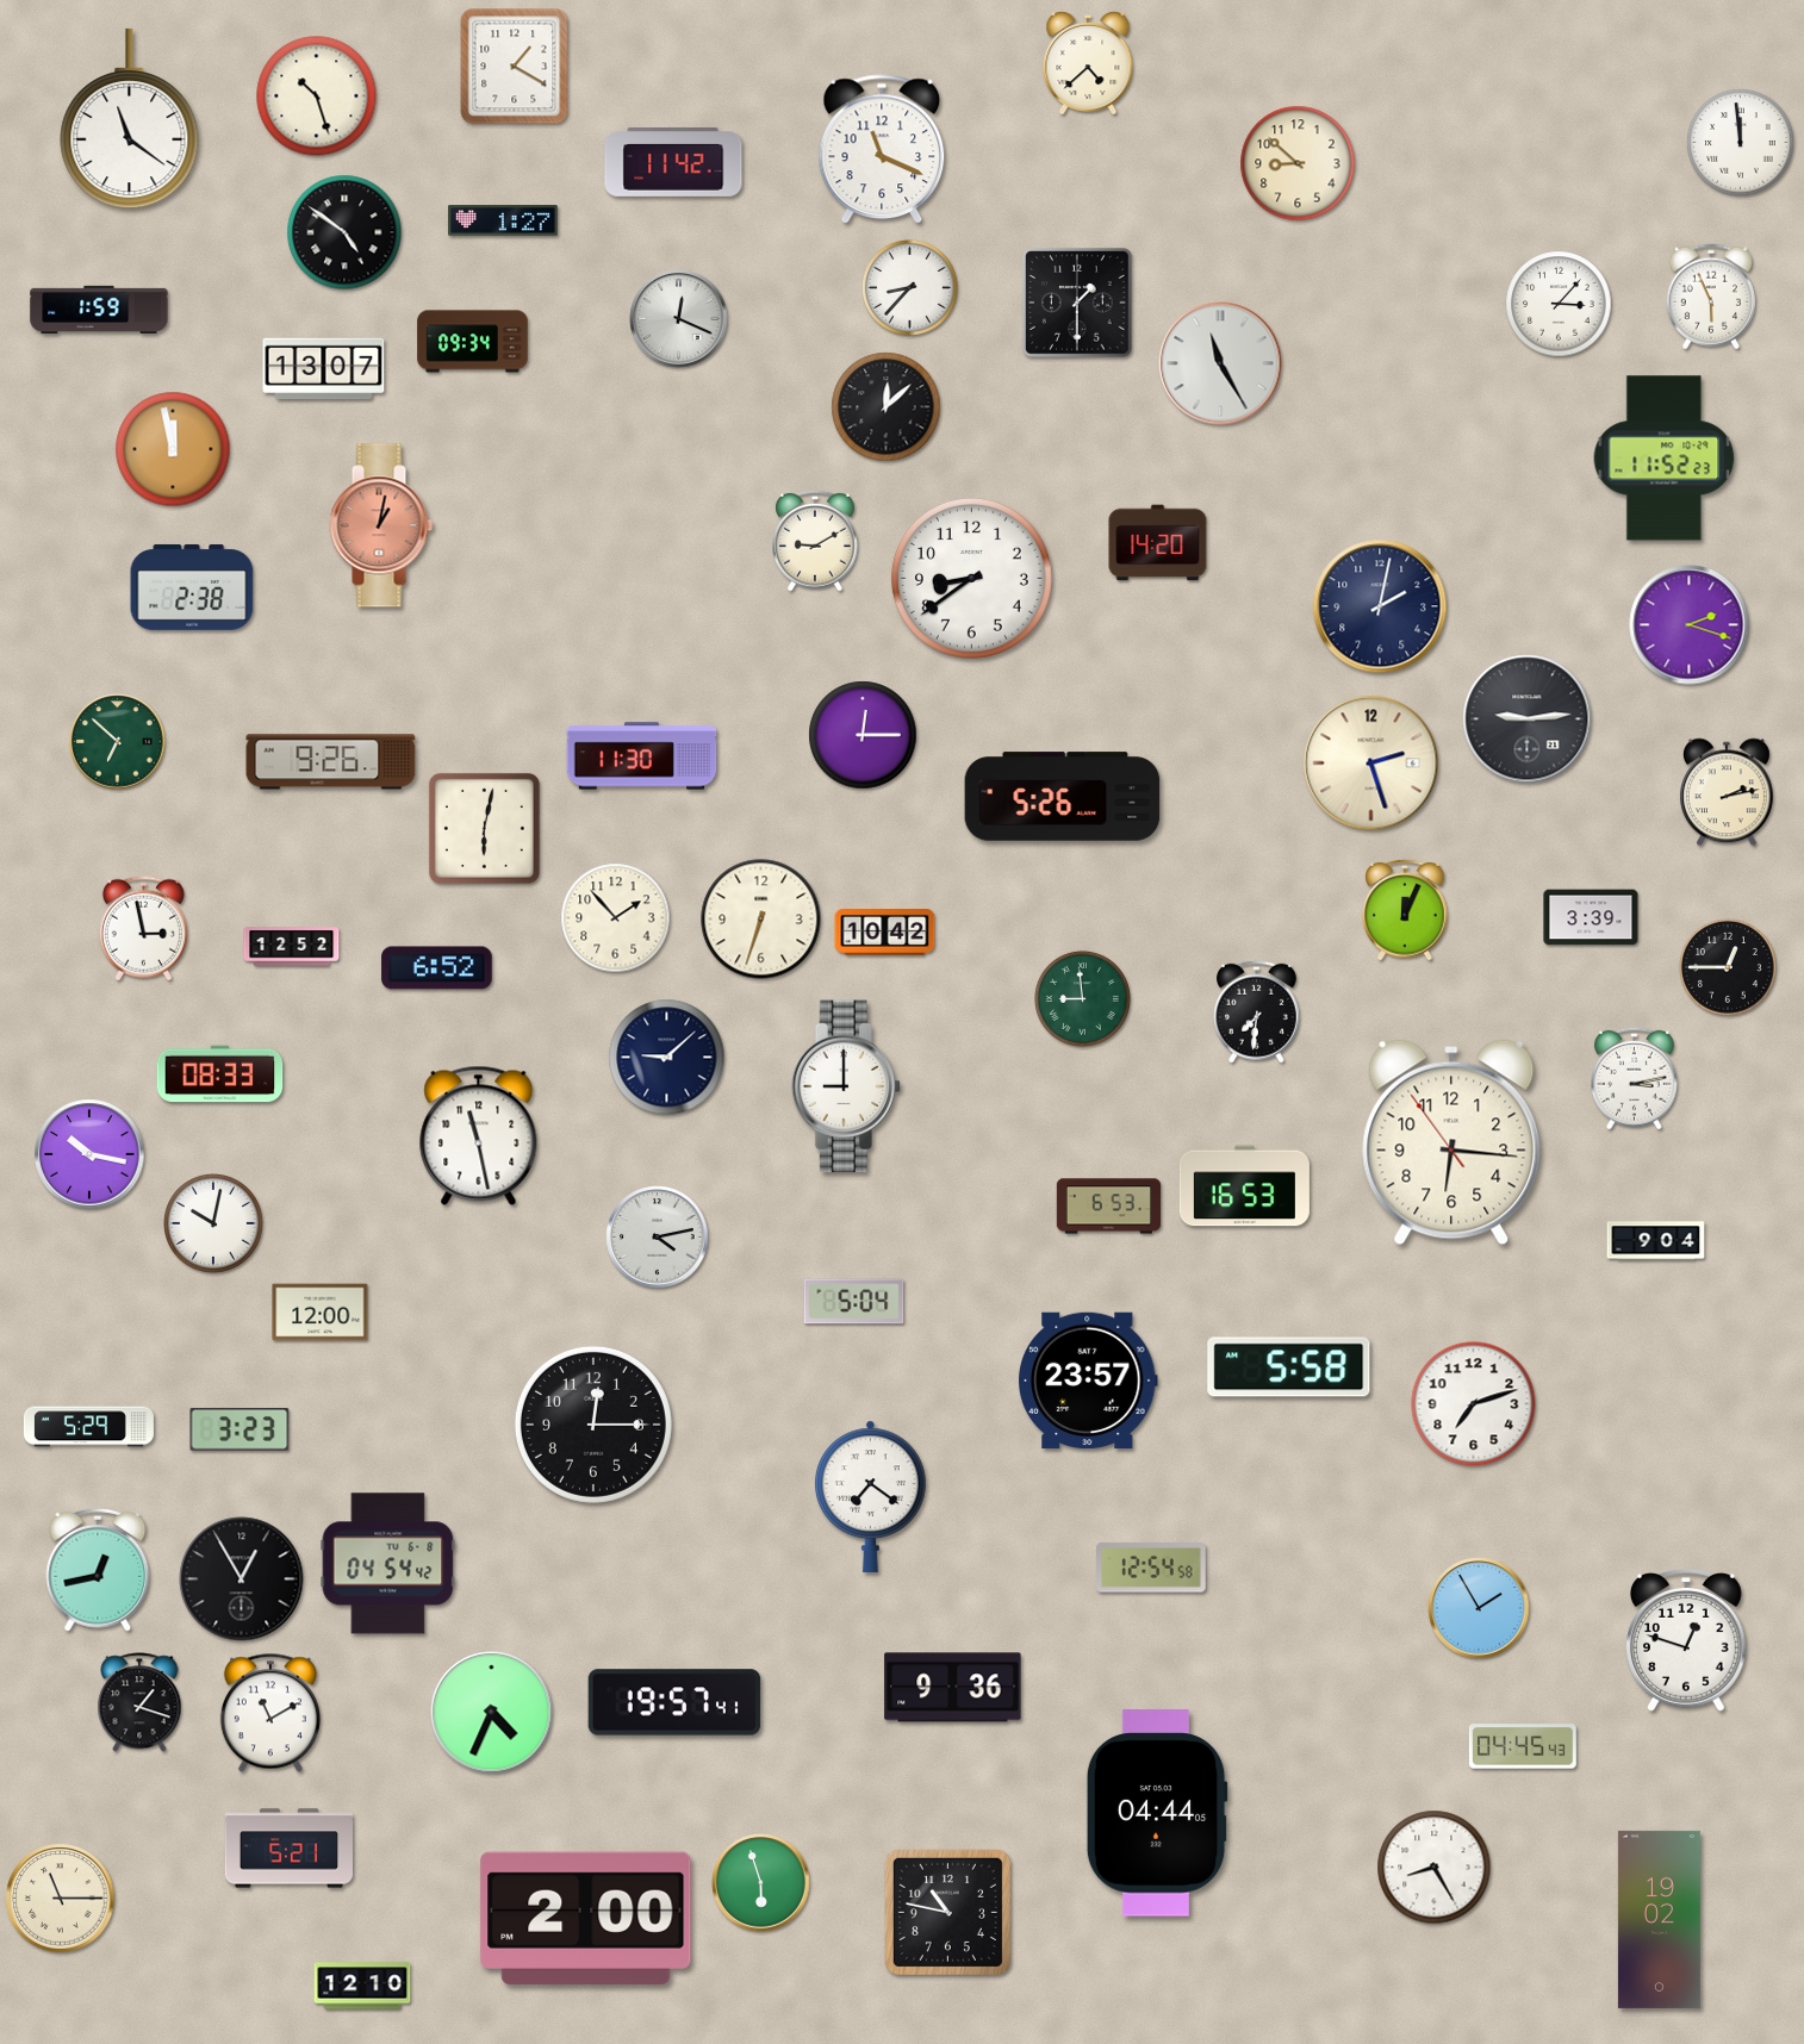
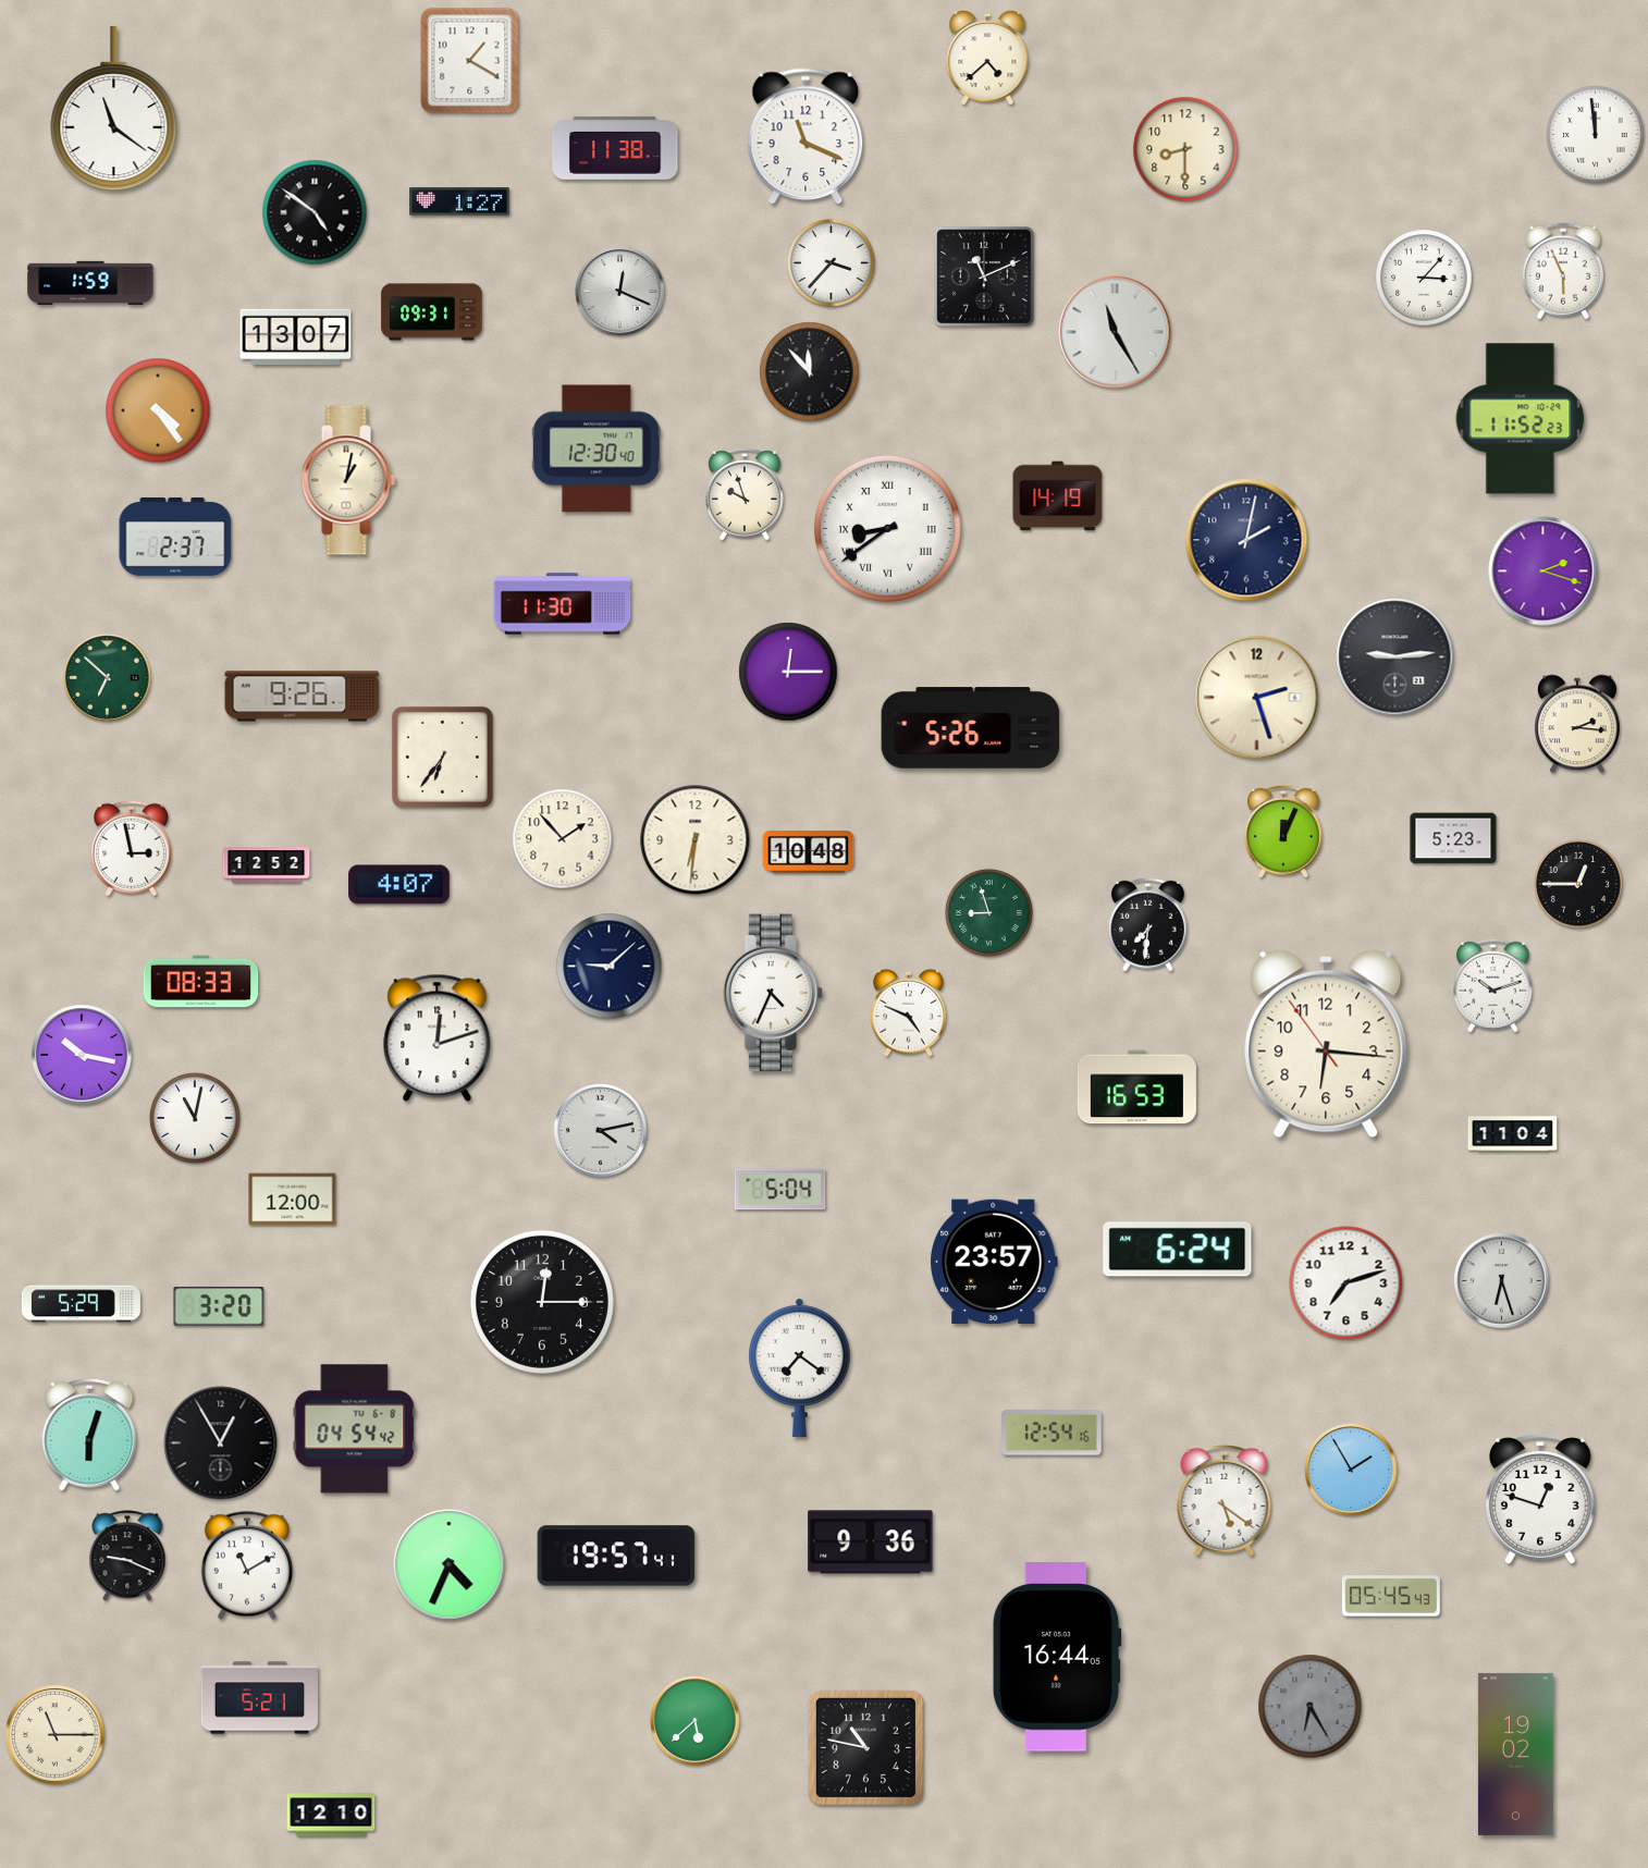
clock at (1088, 63) position: (1088, 63) -> (987, 58)
clock at (317, 96): 10:27 -> none
clock at (130, 119) position: (130, 119) -> (114, 109)
clock at (1741, 143) position: (1741, 143) -> (1596, 135)
clock at (673, 162): 11:42 -> 11:38
clock at (1298, 163): 8:52 -> 8:30
clock at (909, 287): 8:37 -> 3:37
clock at (1077, 303): 1:30 -> 11:11
clock at (473, 342): 09:34 -> 09:31
clock at (887, 407): 12:08 -> 11:53
clock at (173, 449): 11:58 -> 4:24
clock at (597, 448): none -> 12:30
clock at (381, 525) dial: salmon -> cream
clock at (815, 541): 9:10 -> 9:57
clock at (1158, 543): 14:20 -> 14:19
clock at (971, 578) numerals: Arabic -> Roman
clock at (192, 587): 2:38 -> 2:37
clock at (1380, 606) position: (1380, 606) -> (1246, 540)
clock at (642, 756) position: (642, 756) -> (563, 604)
clock at (1371, 764) position: (1371, 764) -> (1257, 698)
clock at (1727, 792): 2:13 -> 2:16
clock at (484, 828): 6:02 -> 6:36
clock at (1591, 917): 3:39 -> 5:23
clock at (761, 920): 6:33 -> 6:31
clock at (885, 933): 10:42 -> 10:48
clock at (437, 968): 6:52 -> 4:07
clock at (1082, 998): 8:59 -> 8:57
clock at (1634, 1078): 3:13 -> 10:12
clock at (846, 1086): 9:00 -> 4:34
clock at (909, 1012): none -> 4:49
clock at (479, 1135): 11:28 -> 12:12
clock at (1244, 1186) position: (1244, 1186) -> (1136, 1087)
clock at (1109, 1207): 6:53 -> none
clock at (214, 1224): 10:02 -> 11:02
clock at (1656, 1241): 9:04 -> 11:04
clock at (1289, 1367): 5:58 -> 6:24
clock at (1502, 1281): none -> 6:27
clock at (240, 1429): 3:23 -> 3:20
clock at (871, 1496) position: (871, 1496) -> (800, 1367)
clock at (1152, 1568): 12:54:58 -> 12:54:16
clock at (98, 1570): 12:43 -> 6:03
clock at (1225, 1501): none -> 5:21
clock at (139, 1702): 1:18 -> 9:19
clock at (1523, 1746): 04:45 -> 05:45
clock at (1157, 1813): 04:44 -> 16:44
clock at (288, 1849) position: (288, 1849) -> (259, 1698)
clock at (1435, 1868): 8:25 -> 6:25
clock at (1435, 1868) dial: white -> grey
clock at (761, 1883): 5:57 -> 5:38
clock at (586, 1918): 2:00 -> none
